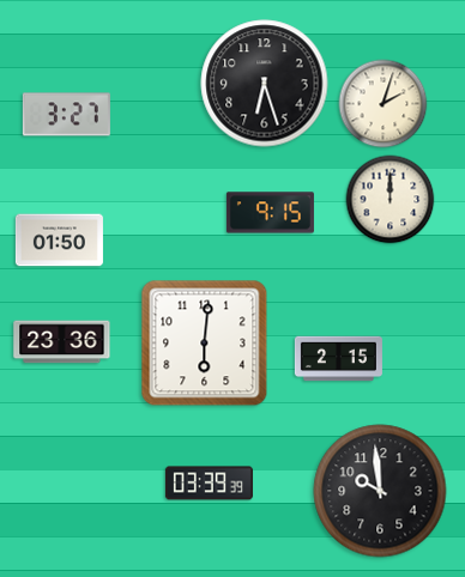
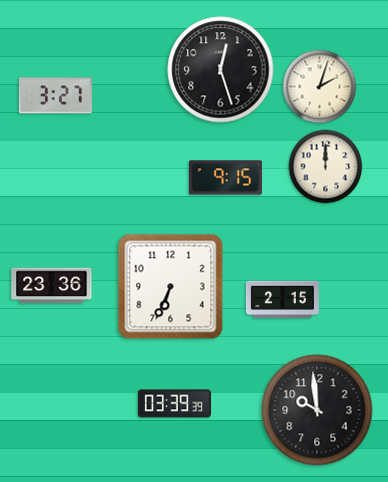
clock at (265, 84): 6:27 -> 12:27
clock at (59, 241): 01:50 -> none
clock at (205, 344): 6:01 -> 6:34
